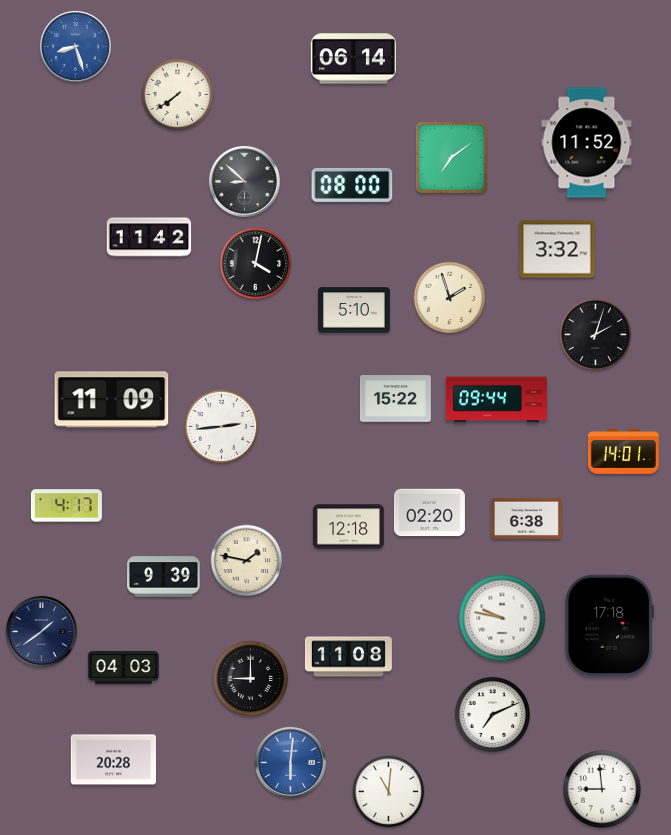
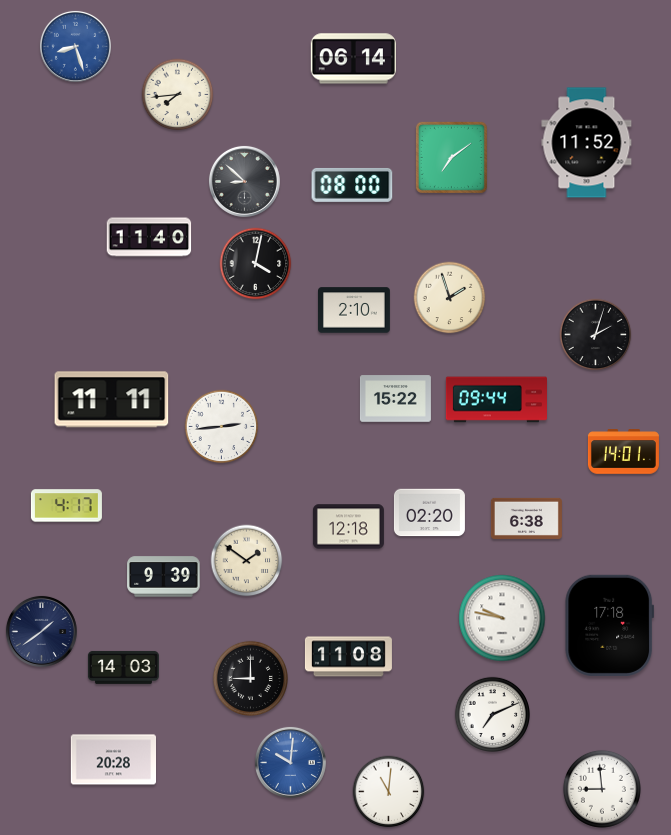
clock at (178, 95): 7:39 -> 7:44
clock at (149, 237): 11:42 -> 11:40
clock at (557, 249): 3:32 -> none
clock at (355, 310): 5:10 -> 2:10
clock at (112, 400): 11:09 -> 11:11
clock at (247, 561): 1:47 -> 1:51
clock at (123, 667): 04:03 -> 14:03
clock at (290, 762): 6:01 -> 10:01
